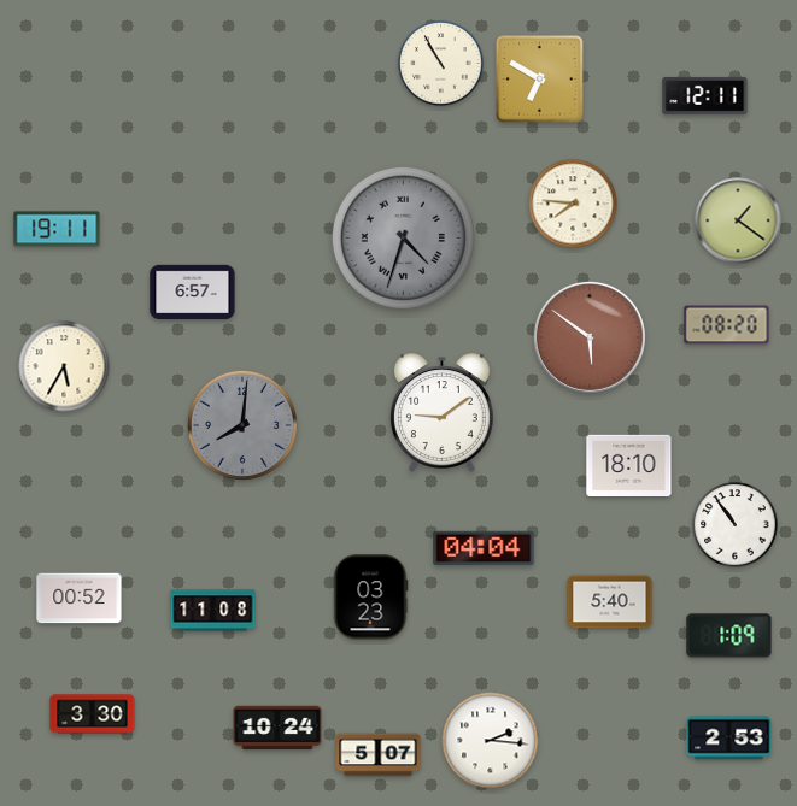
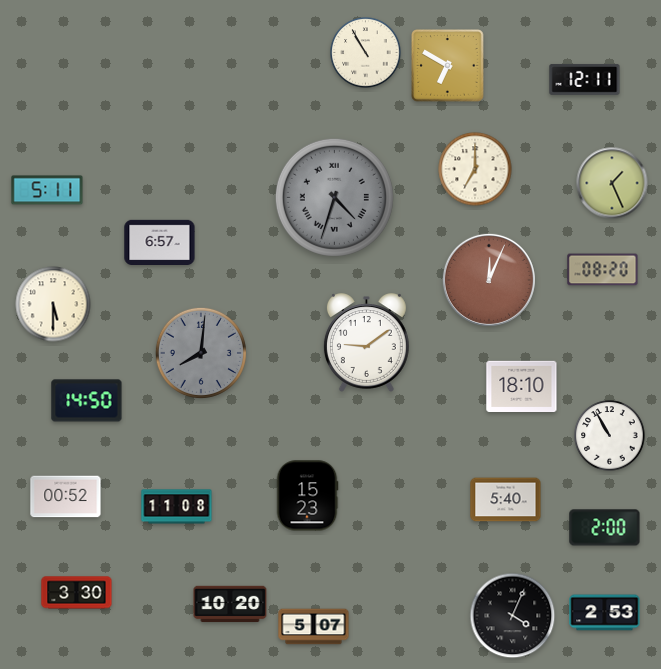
clock at (573, 204): 7:46 -> 7:00
clock at (738, 220): 1:21 -> 1:26
clock at (57, 229): 19:11 -> 5:11
clock at (590, 337): 5:51 -> 12:04
clock at (64, 366): 5:35 -> 5:30
clock at (87, 401): none -> 14:50
clock at (736, 525): 10:54 -> 10:55
clock at (484, 548): 04:04 -> none
clock at (370, 598): 03:23 -> 15:23
clock at (729, 636): 1:09 -> 2:00
clock at (277, 728): 10:24 -> 10:20
clock at (491, 741): 2:16 -> none
clock at (513, 616): none -> 4:04
